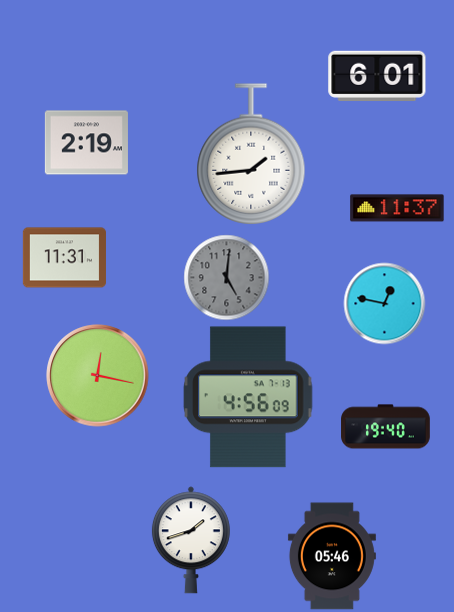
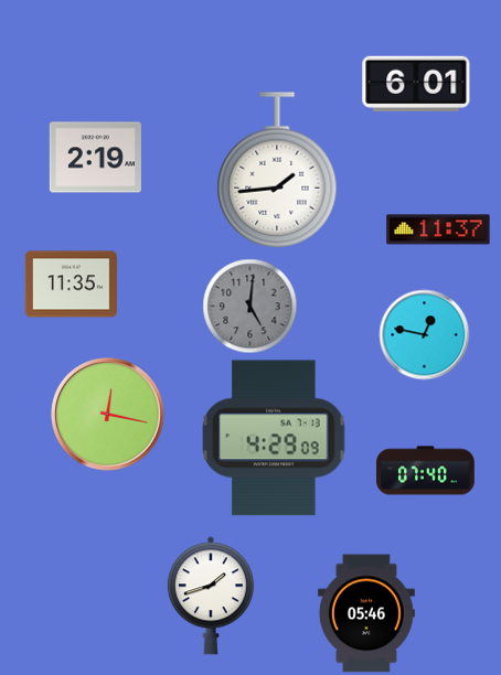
clock at (64, 258): 11:31 -> 11:35
clock at (248, 397): 4:56 -> 4:29
clock at (386, 427): 19:40 -> 07:40
